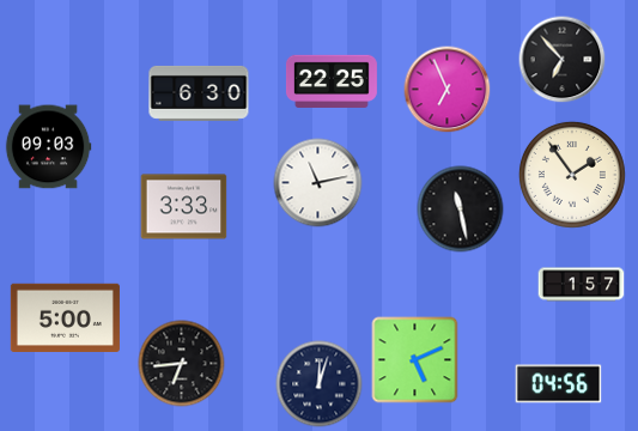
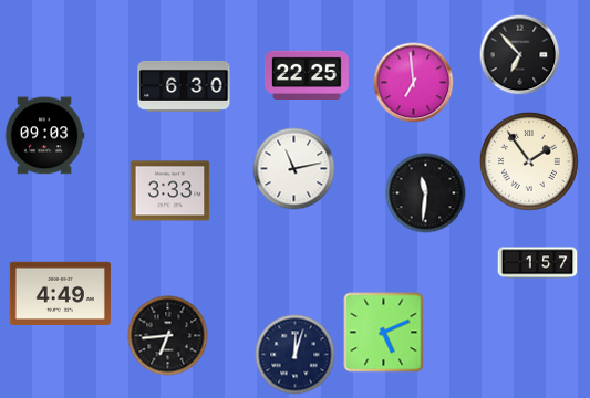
clock at (448, 90): 6:56 -> 6:59
clock at (461, 210): 11:28 -> 11:31
clock at (65, 317): 5:00 -> 4:49
clock at (559, 384): 04:56 -> none
